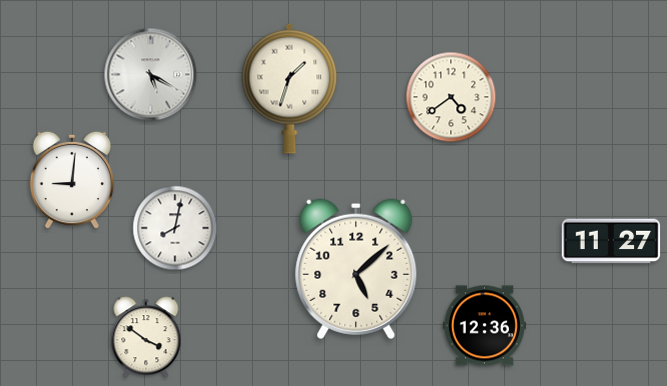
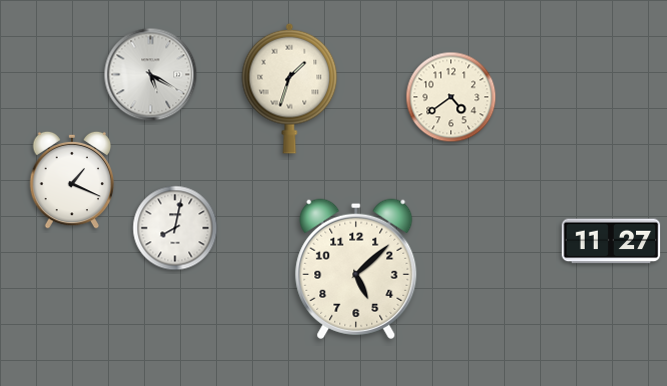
clock at (72, 180): 9:01 -> 1:19
clock at (484, 326): 12:36 -> none
clock at (146, 337): 3:51 -> none
